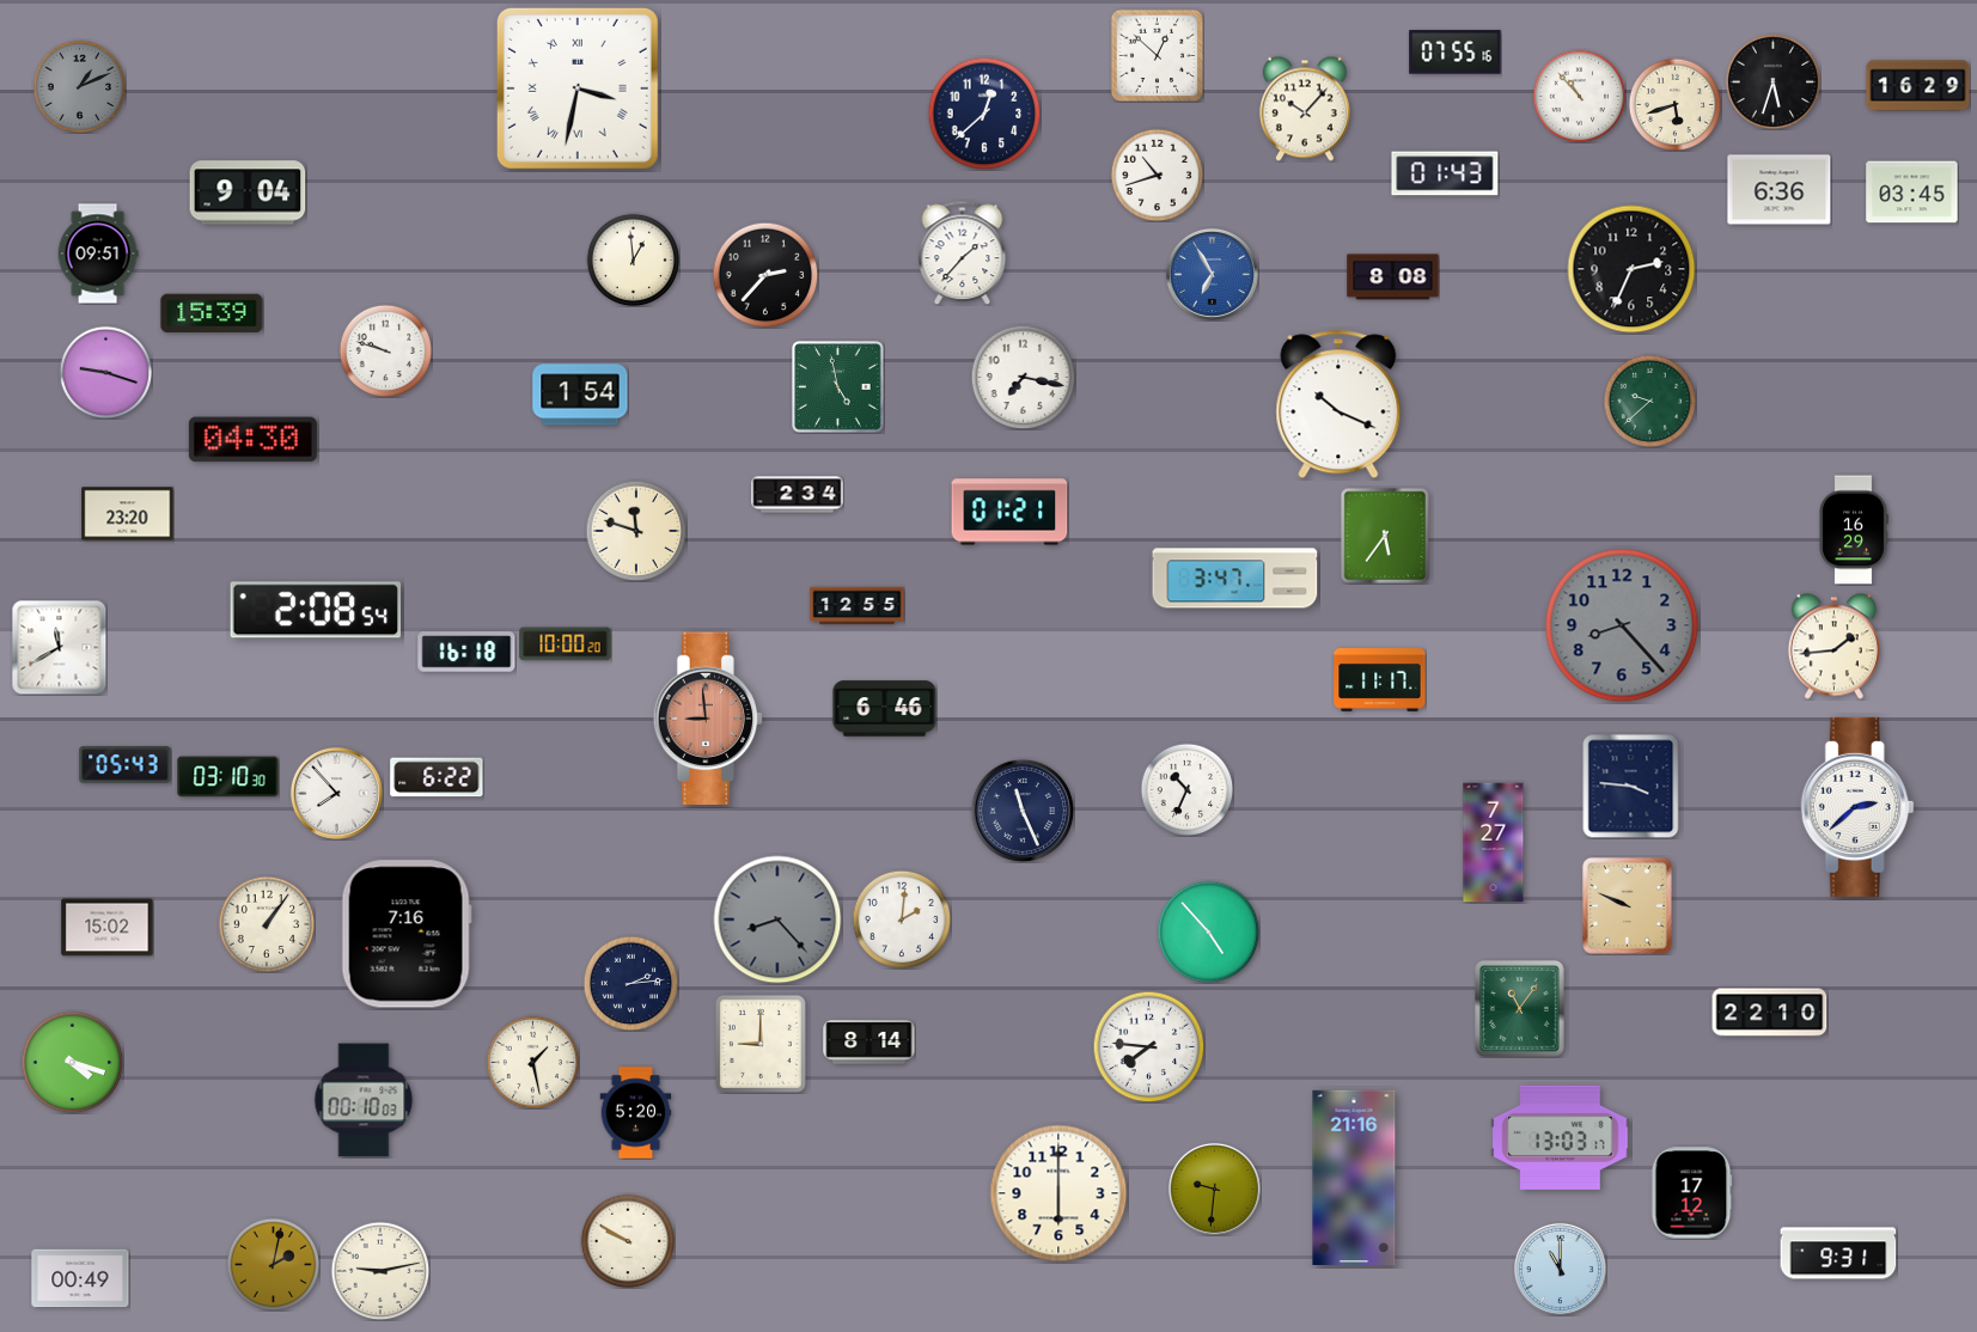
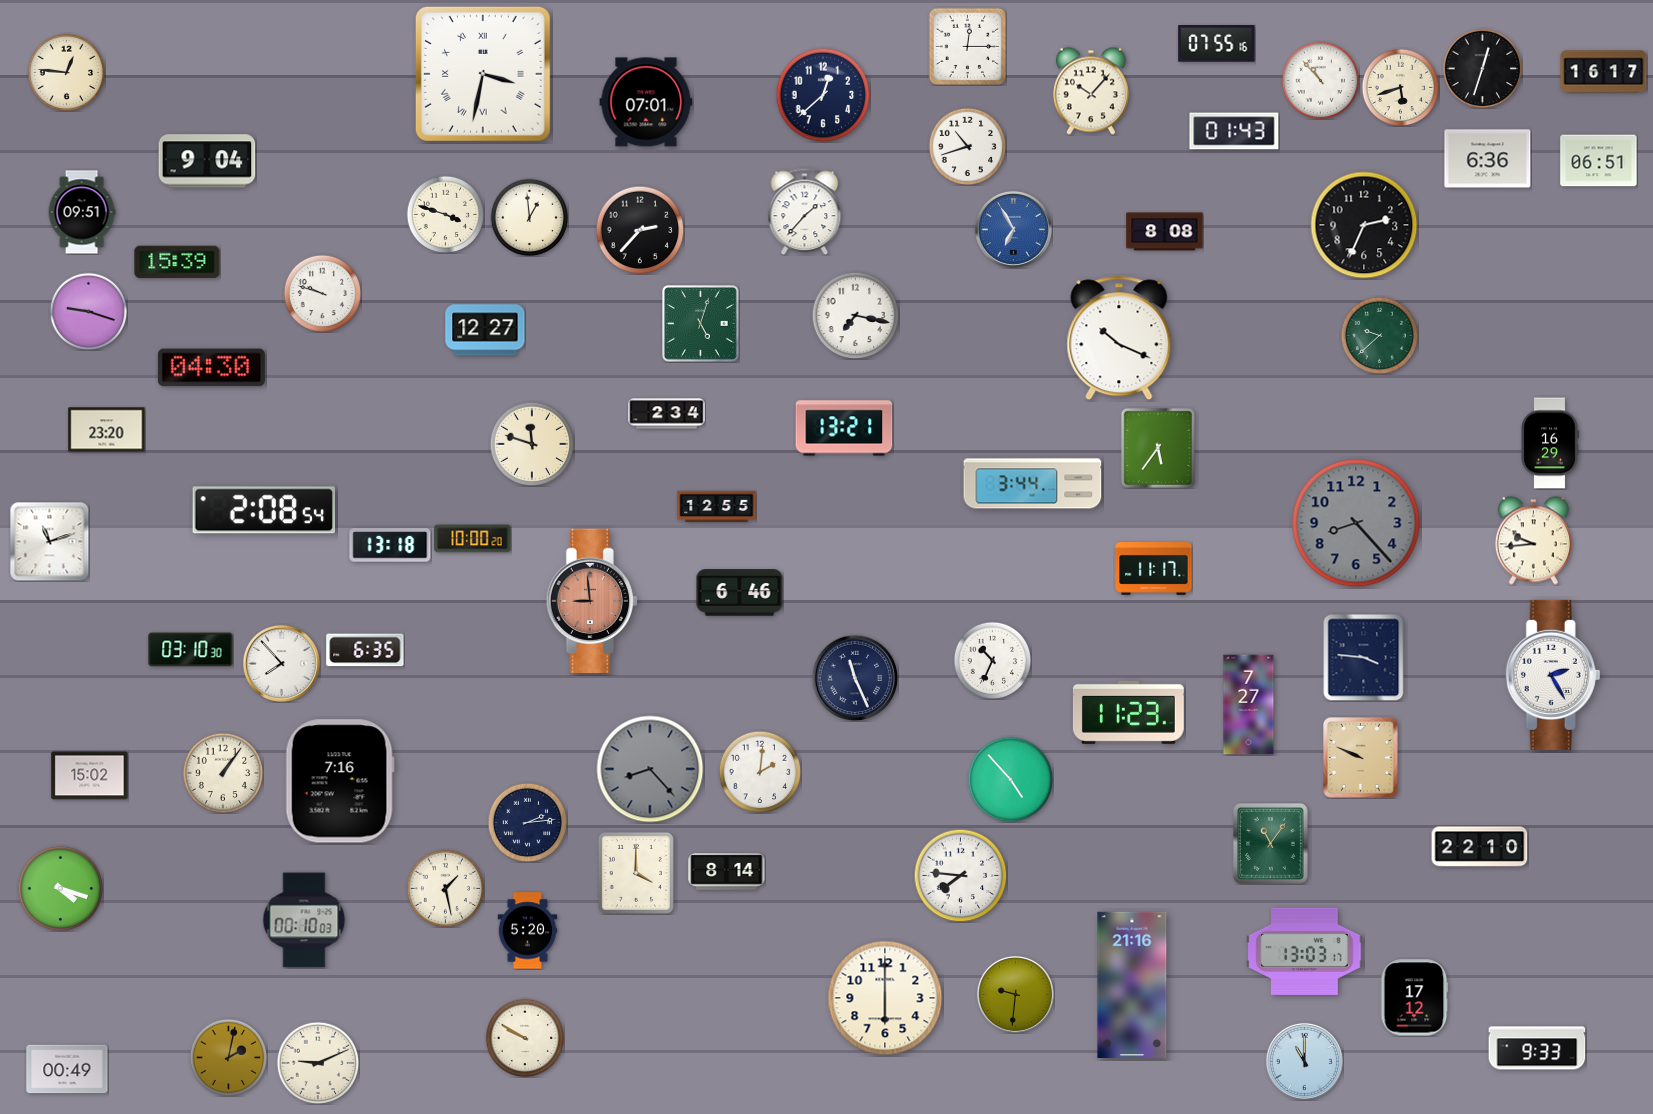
clock at (1157, 55): 12:52 -> 12:15
clock at (1772, 81): 5:33 -> 12:33
clock at (79, 86): 1:11 -> 12:46
clock at (79, 86) dial: grey -> cream
clock at (1918, 86): 16:29 -> 16:17
clock at (646, 102): none -> 07:01
clock at (1445, 173) position: (1445, 173) -> (1234, 131)
clock at (1912, 193): 03:45 -> 06:51
clock at (445, 214): none -> 3:48
clock at (838, 387): 4:58 -> 5:03
clock at (580, 395): 1:54 -> 12:27
clock at (1009, 512): 01:21 -> 13:21
clock at (1235, 579): 3:47 -> 3:44
clock at (59, 647): 11:40 -> 11:12
clock at (1833, 647): 1:44 -> 9:44
clock at (466, 652): 16:18 -> 13:18
clock at (126, 765): 05:43 -> none
clock at (437, 777): 6:22 -> 6:35
clock at (1857, 807): 2:38 -> 2:25
clock at (1128, 712): none -> 11:23
clock at (902, 919) position: (902, 919) -> (760, 772)
clock at (761, 1044): 9:00 -> 4:00
clock at (636, 1113) position: (636, 1113) -> (528, 931)
clock at (1838, 1253): 9:31 -> 9:33
clock at (380, 1271): 9:13 -> 9:11
